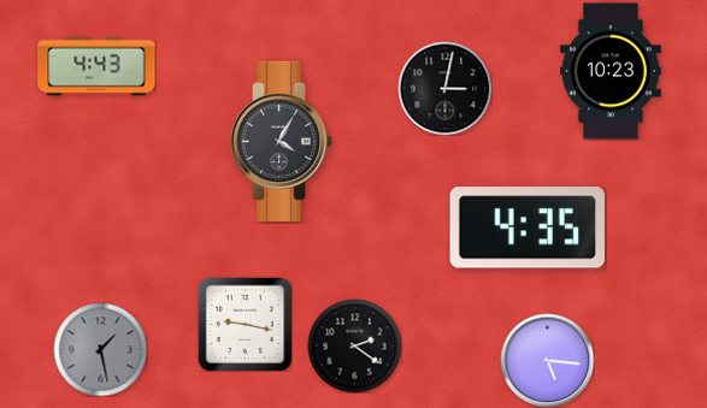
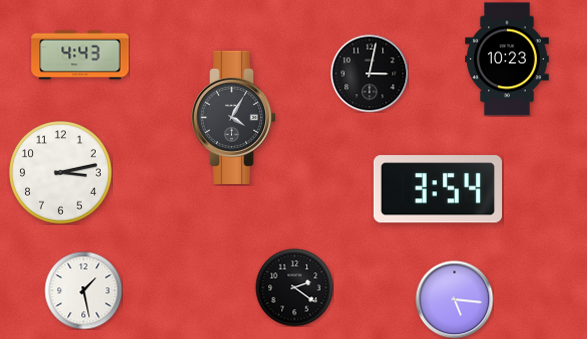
clock at (61, 173): none -> 3:13
clock at (528, 227): 4:35 -> 3:54
clock at (244, 324): 9:17 -> none
clock at (100, 349) dial: grey -> white
